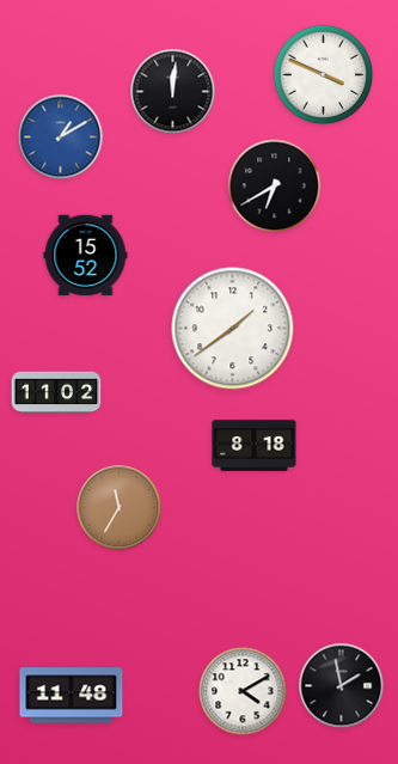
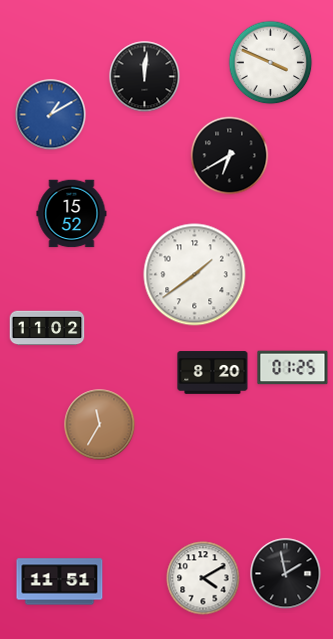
clock at (293, 368): none -> 01:25
clock at (255, 446): 8:18 -> 8:20
clock at (72, 696): 11:48 -> 11:51
